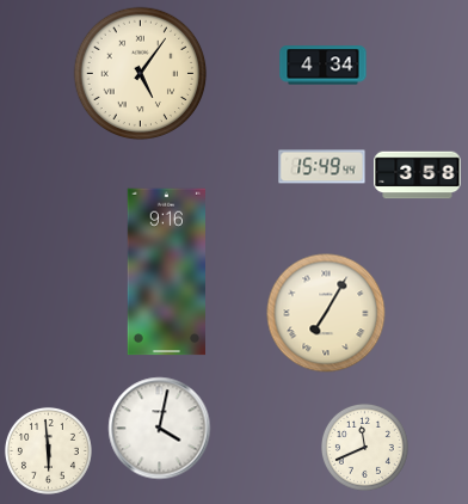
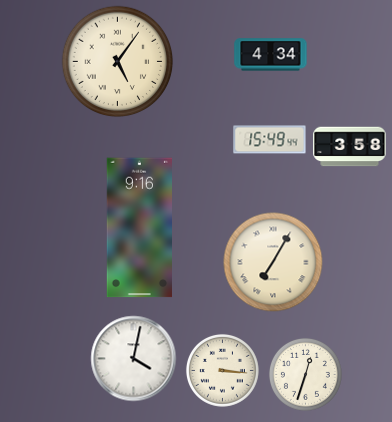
clock at (222, 370): none -> 3:16
clock at (364, 447): 11:41 -> 12:33
clock at (48, 450): 5:59 -> none
